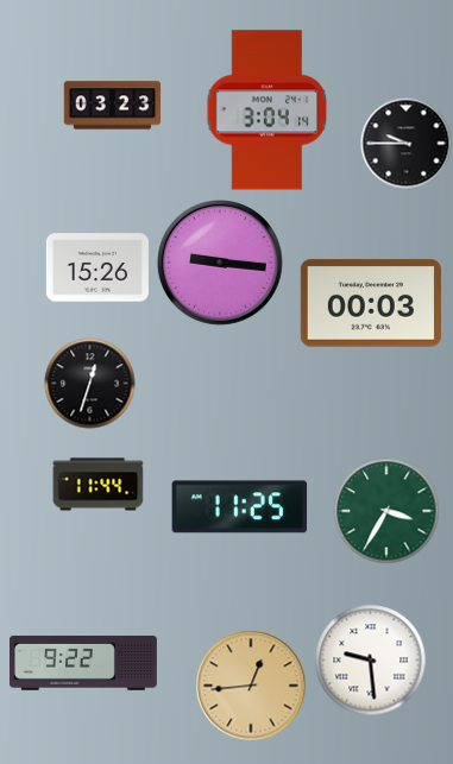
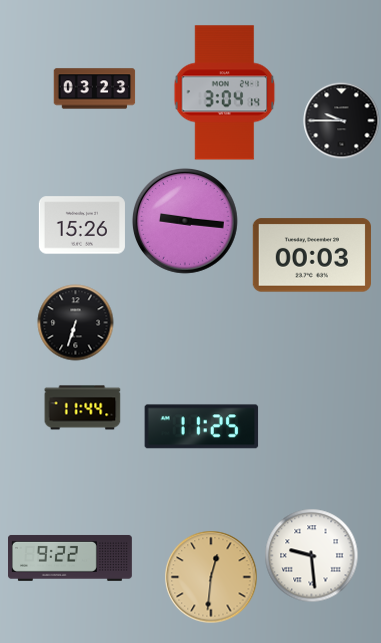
clock at (90, 384): 12:33 -> 6:33
clock at (386, 511): 3:35 -> none
clock at (251, 686): 12:44 -> 12:31
